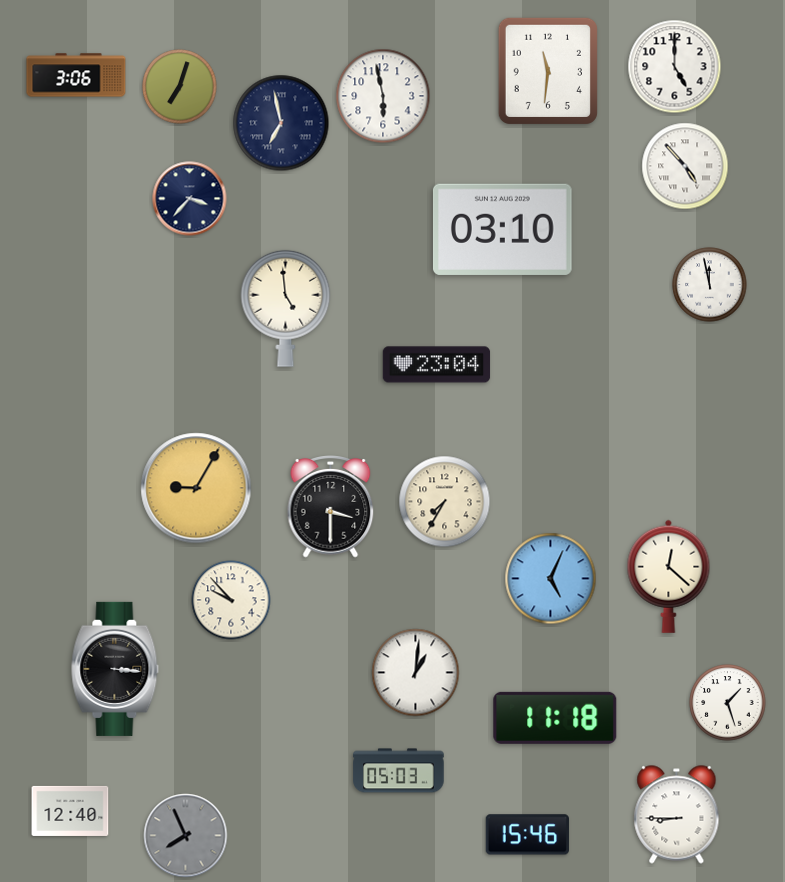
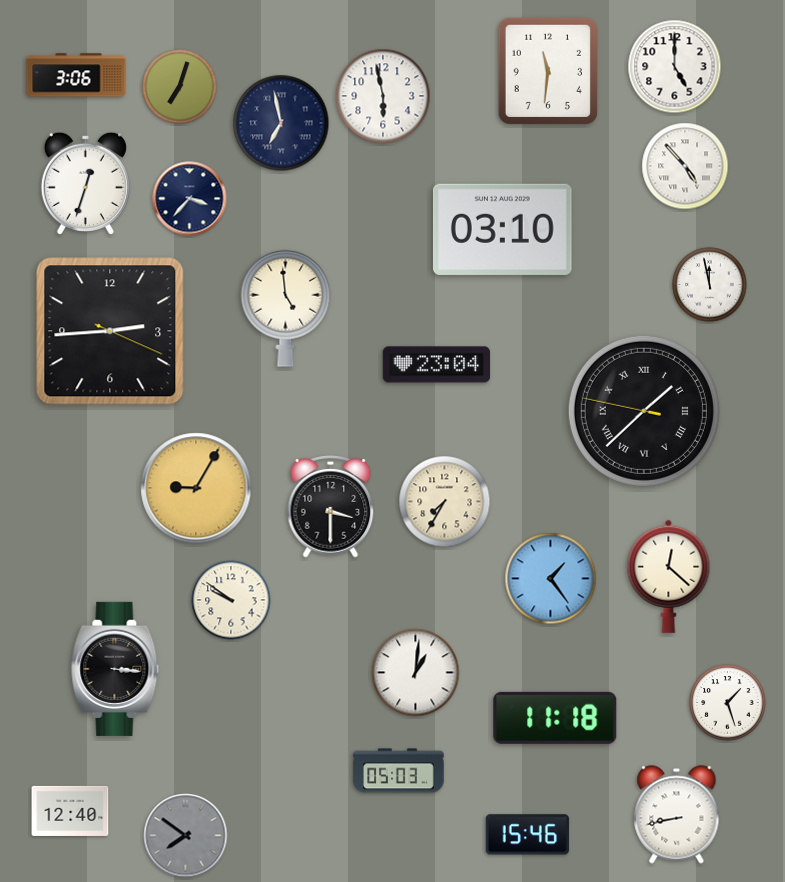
clock at (85, 183): none -> 12:33
clock at (110, 331): none -> 2:44
clock at (644, 411): none -> 1:37
clock at (551, 579): 5:04 -> 1:24
clock at (231, 600): 9:53 -> 9:51
clock at (677, 815): 8:45 -> 8:43
clock at (186, 836): 7:56 -> 7:51
